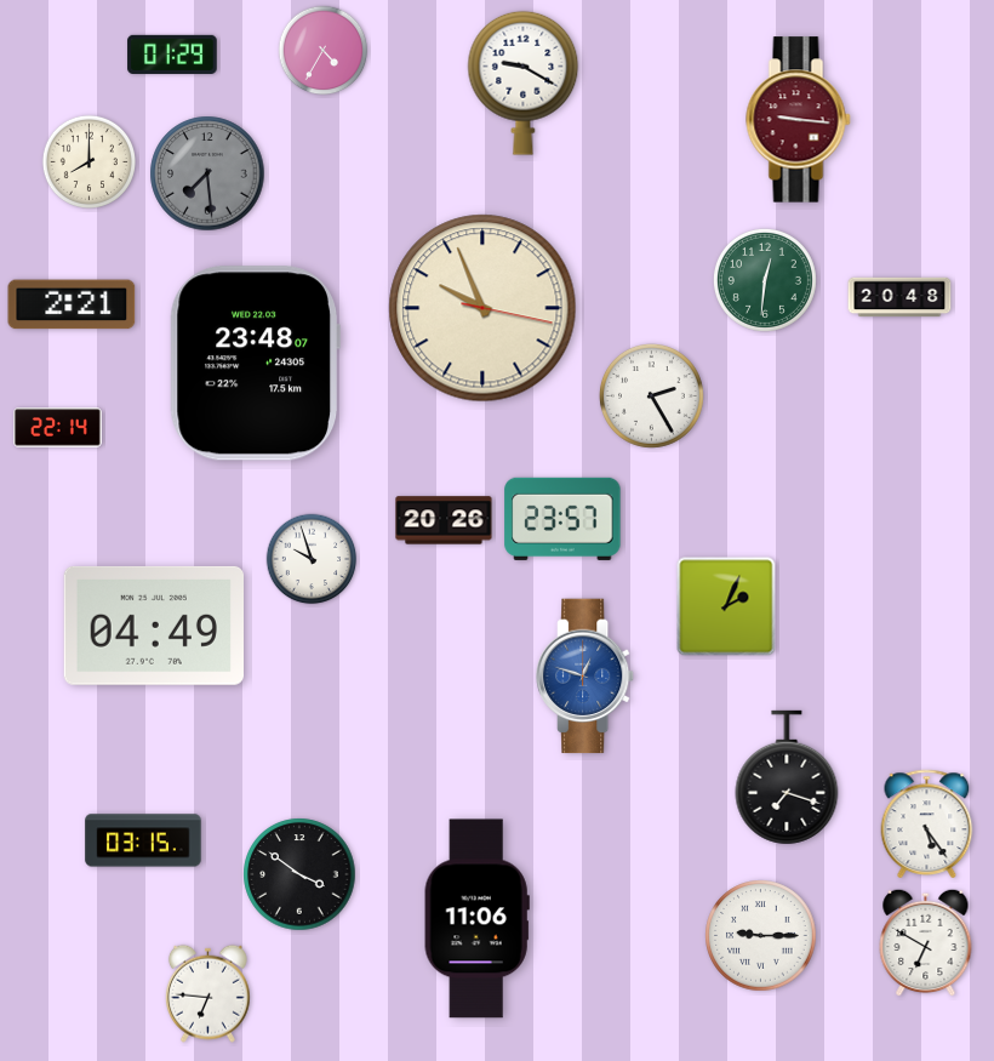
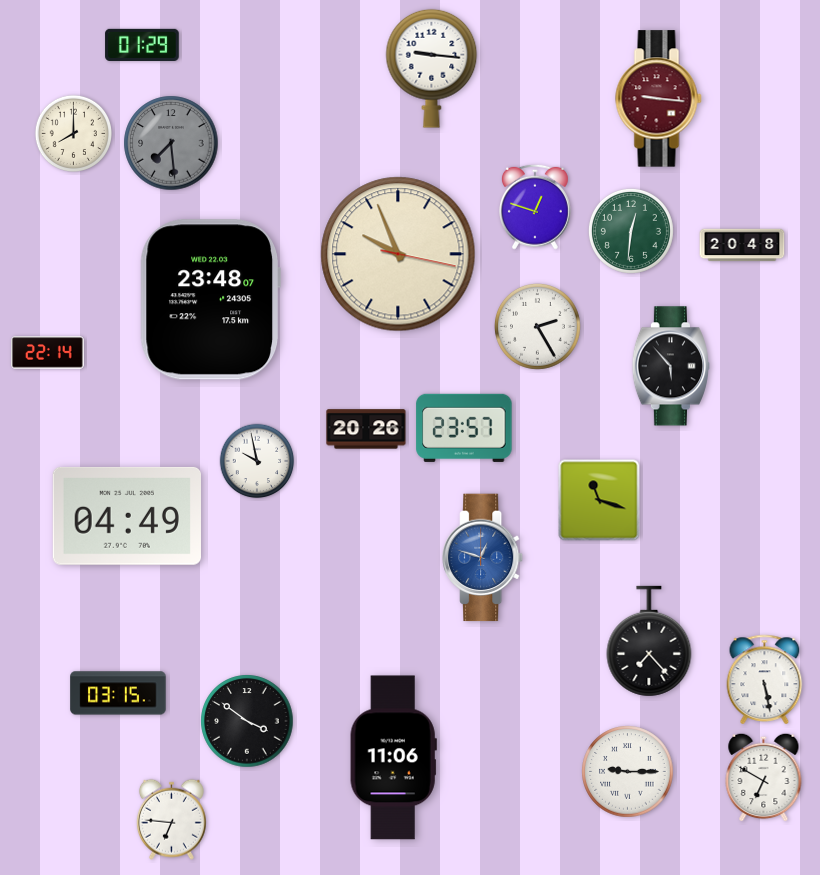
clock at (324, 51): 4:35 -> none
clock at (524, 82): 9:20 -> 9:16
clock at (535, 207): none -> 12:48
clock at (72, 304): 2:21 -> none
clock at (671, 366): none -> 5:53
clock at (312, 559): 9:57 -> 9:58
clock at (726, 606): 2:04 -> 11:18
clock at (787, 777): 7:18 -> 7:23
clock at (927, 823): 5:24 -> 5:28
